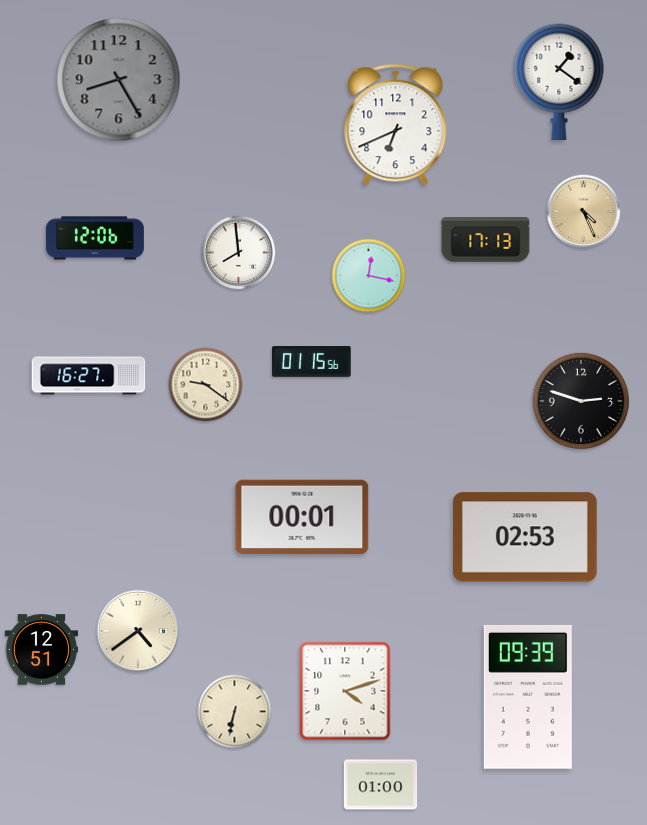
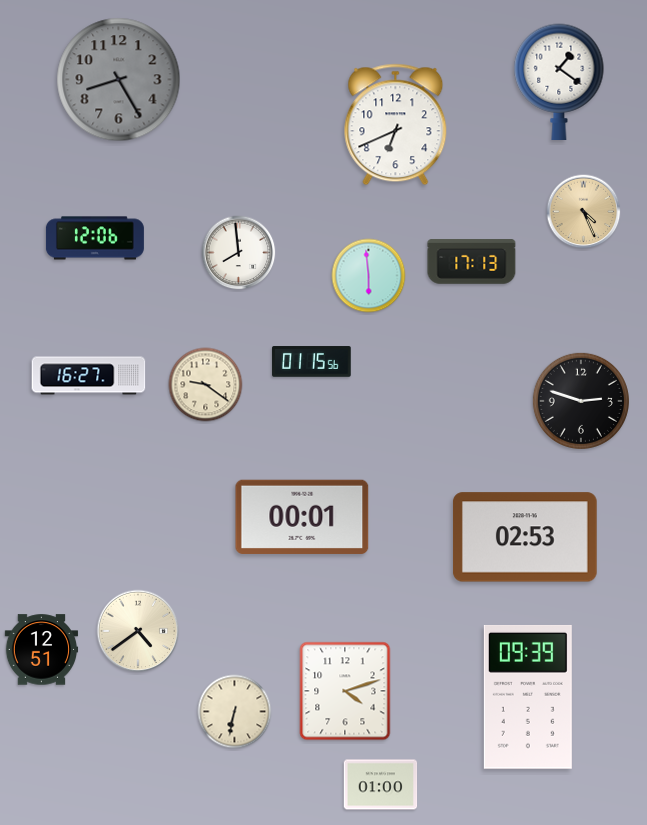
clock at (486, 240) position: (486, 240) -> (472, 262)
clock at (369, 276): 12:17 -> 5:59
